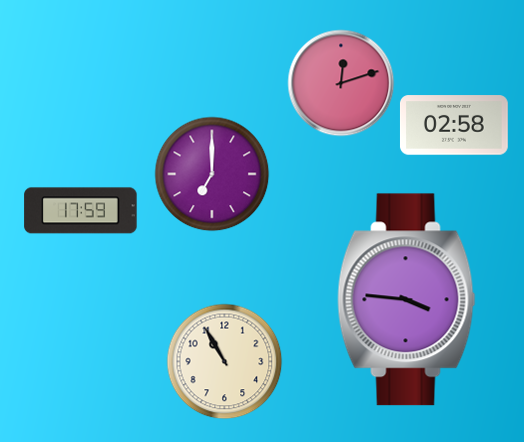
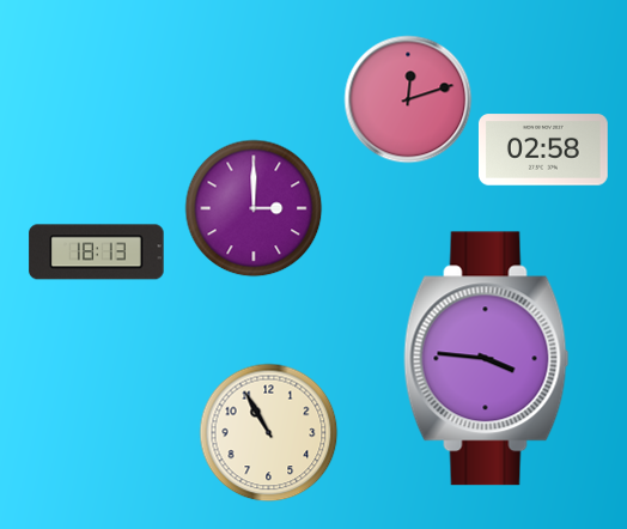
clock at (212, 174): 7:00 -> 3:00
clock at (81, 211): 17:59 -> 18:13
